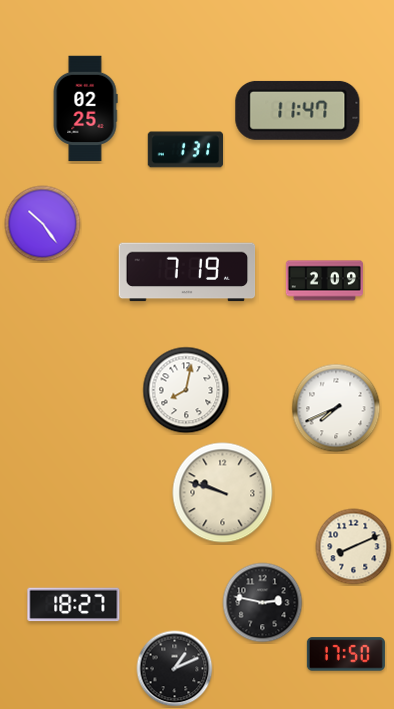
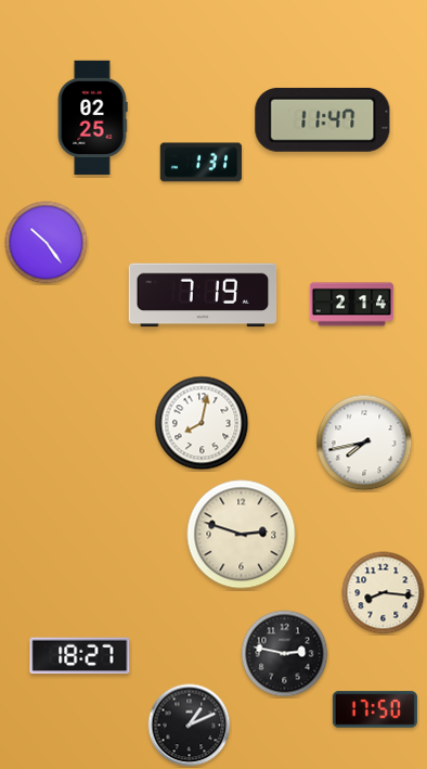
clock at (324, 281): 2:09 -> 2:14
clock at (336, 408): 7:41 -> 7:43
clock at (223, 493): 9:48 -> 2:48
clock at (354, 547): 8:11 -> 8:16
